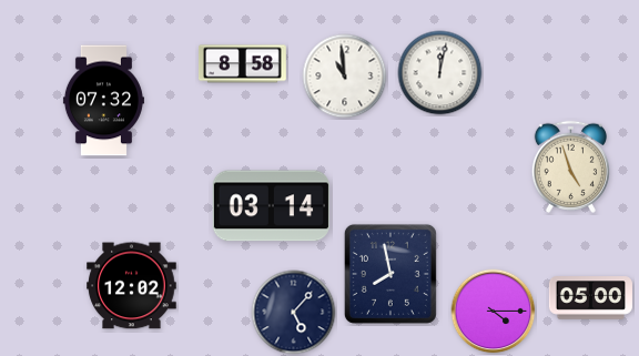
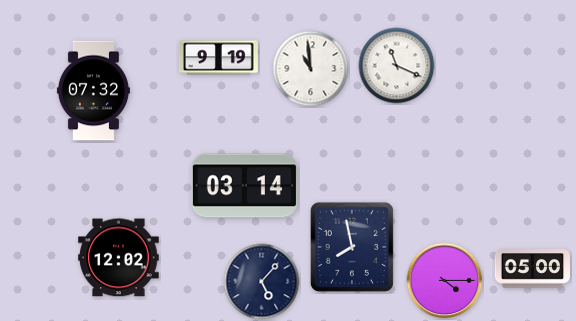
clock at (242, 64): 8:58 -> 9:19
clock at (440, 73): 12:02 -> 11:19
clock at (570, 166): 4:57 -> none
clock at (294, 313) position: (294, 313) -> (262, 282)
